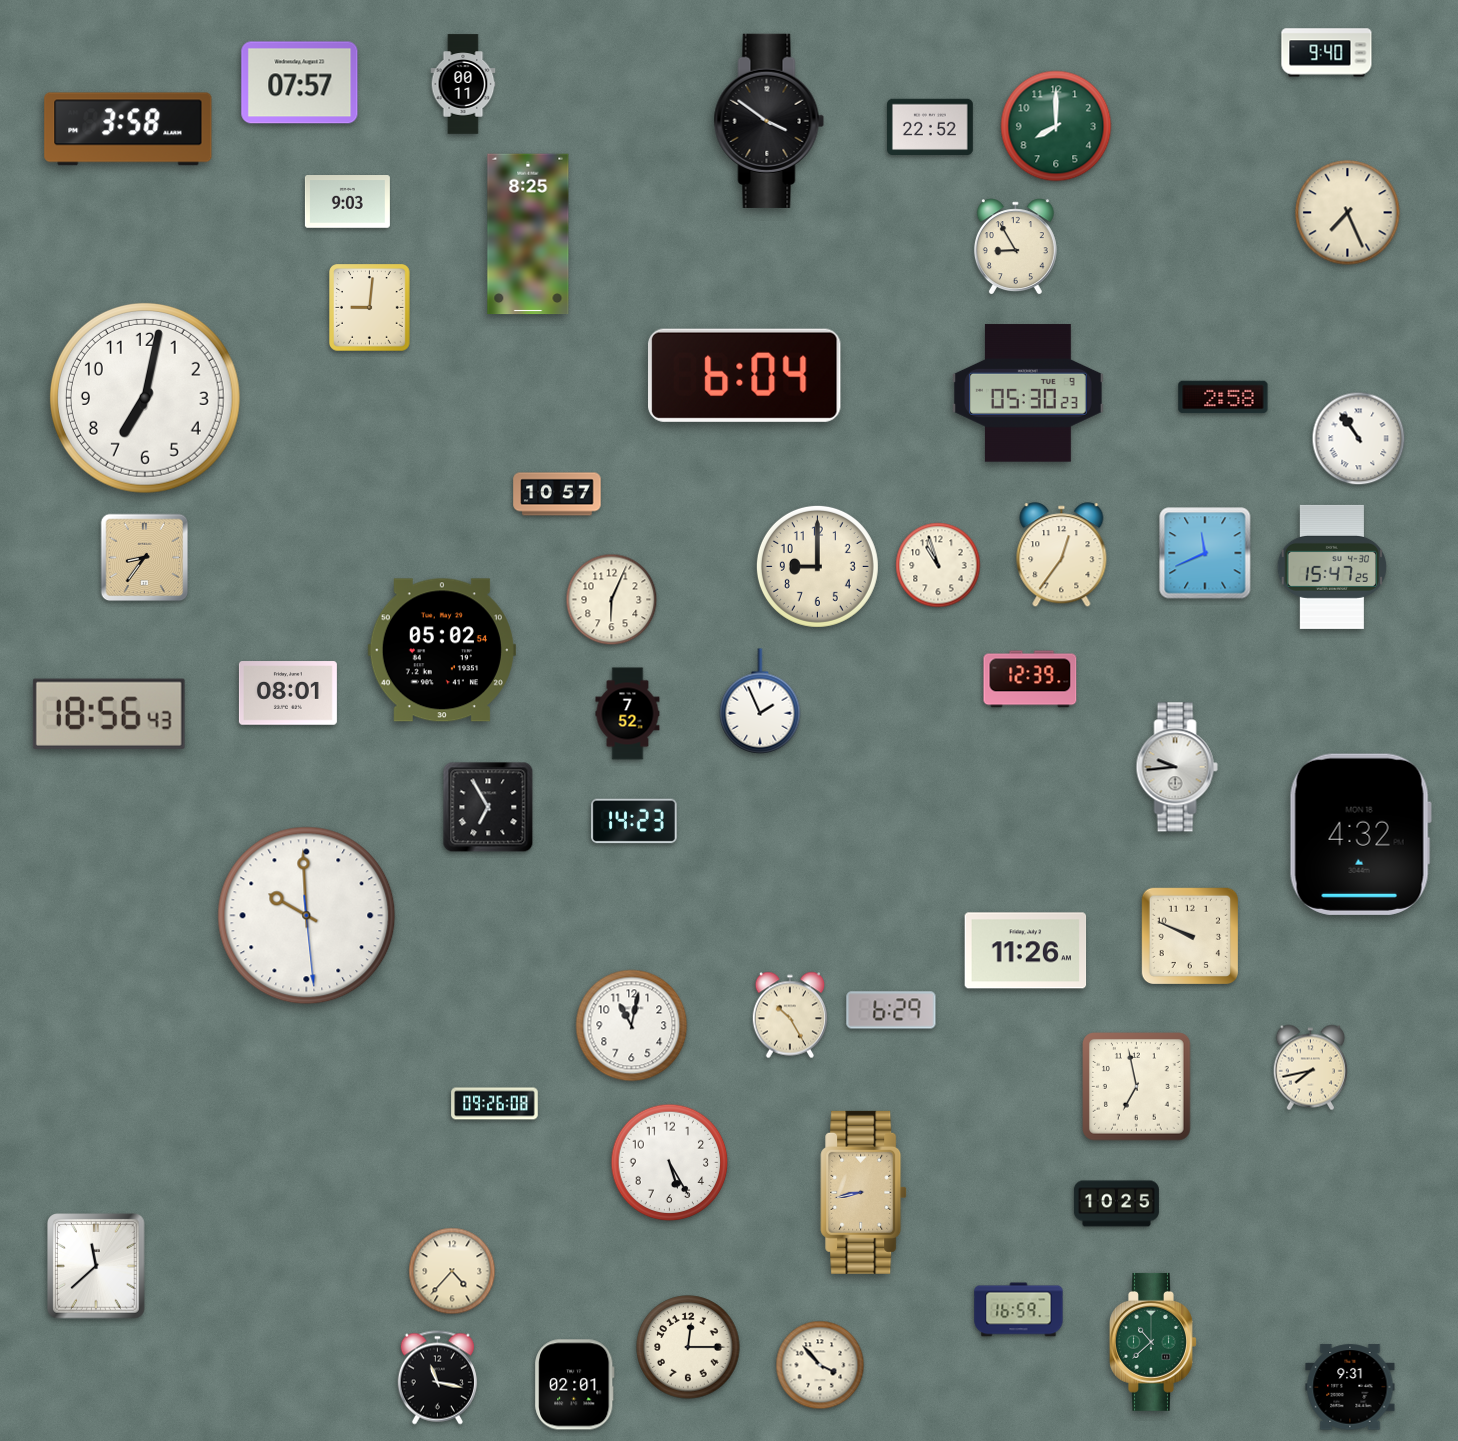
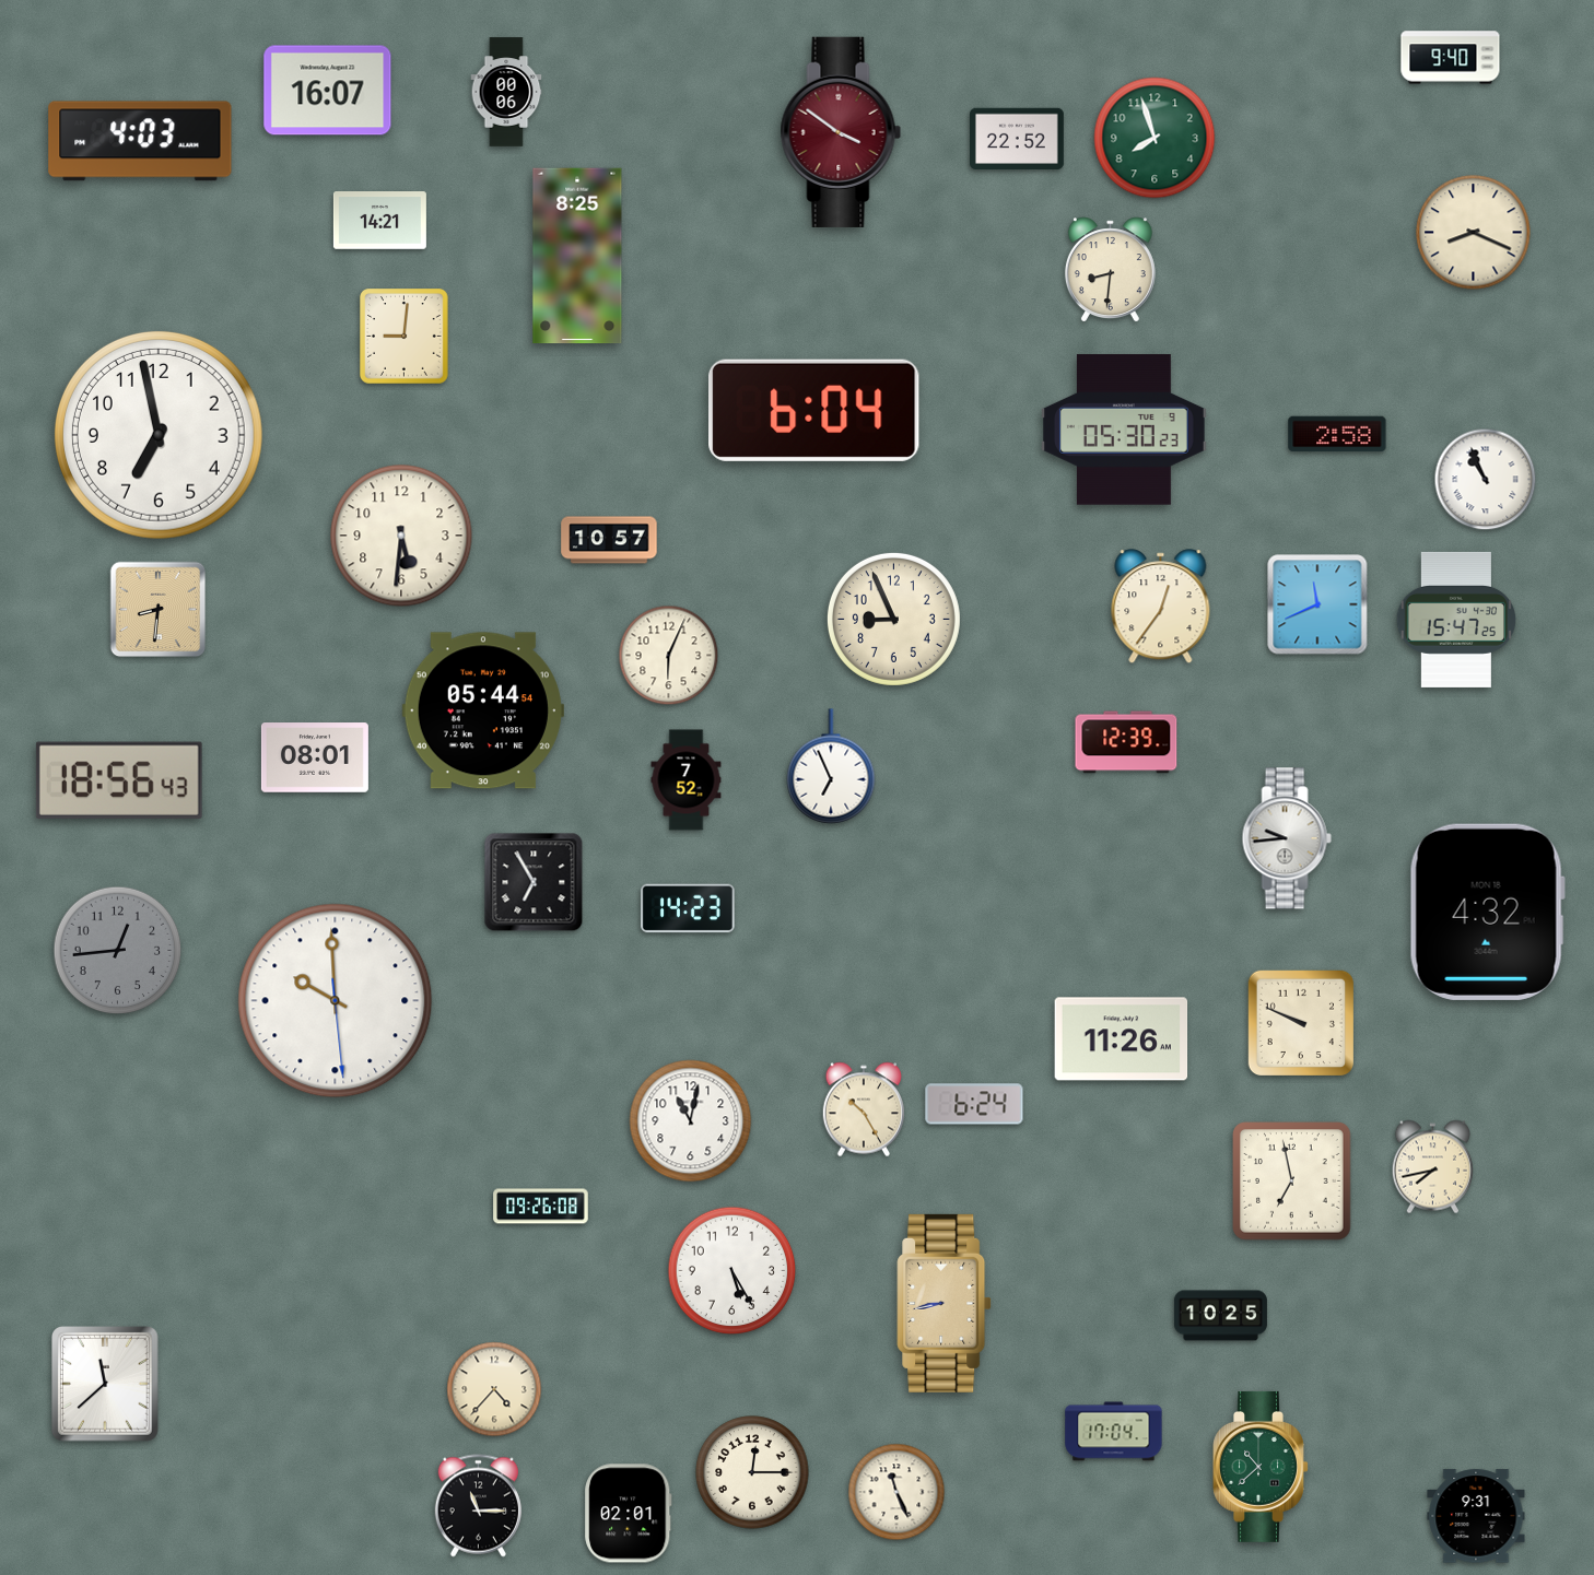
clock at (300, 83): 07:57 -> 16:07
clock at (463, 84): 00:11 -> 00:06
clock at (769, 121) dial: black -> burgundy
clock at (1056, 126): 8:00 -> 7:57
clock at (128, 129): 3:58 -> 4:03
clock at (347, 202): 9:03 -> 14:21
clock at (1348, 213): 7:26 -> 8:19
clock at (1015, 247): 8:55 -> 8:31
clock at (145, 398): 7:02 -> 6:58
clock at (1359, 439): 10:54 -> 10:56
clock at (401, 536): none -> 5:31
clock at (145, 558): 8:36 -> 8:31
clock at (938, 565): 10:57 -> none
clock at (817, 566): 9:00 -> 8:56
clock at (442, 650): 05:02 -> 05:44
clock at (760, 701): 1:56 -> 6:56
clock at (634, 821) position: (634, 821) -> (688, 908)
clock at (118, 951): none -> 12:44
clock at (891, 1010): 6:29 -> 6:24
clock at (1137, 1087) position: (1137, 1087) -> (1292, 1182)
clock at (1019, 1310): 16:59 -> 17:04
clock at (820, 1365): 3:53 -> 11:26
clock at (437, 1378): 11:17 -> 11:15
